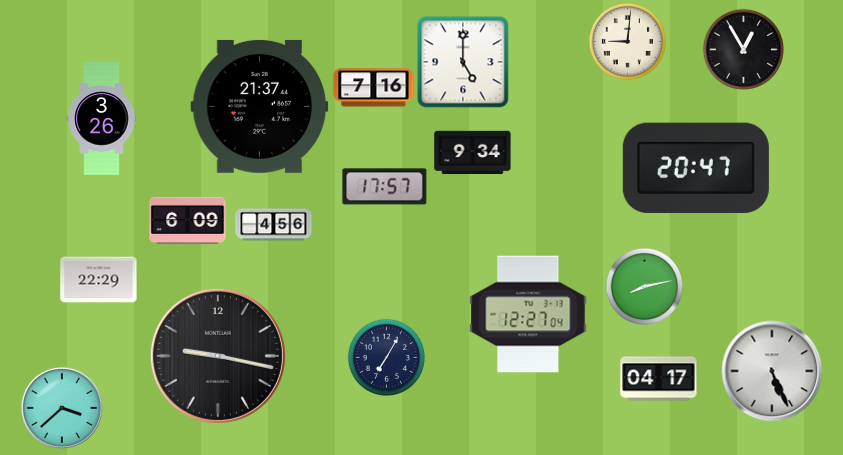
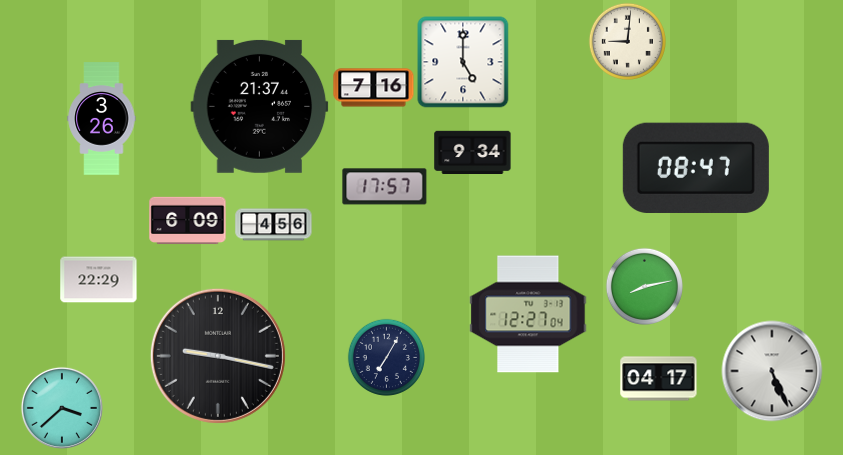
clock at (743, 49): 12:55 -> none
clock at (696, 168): 20:47 -> 08:47
